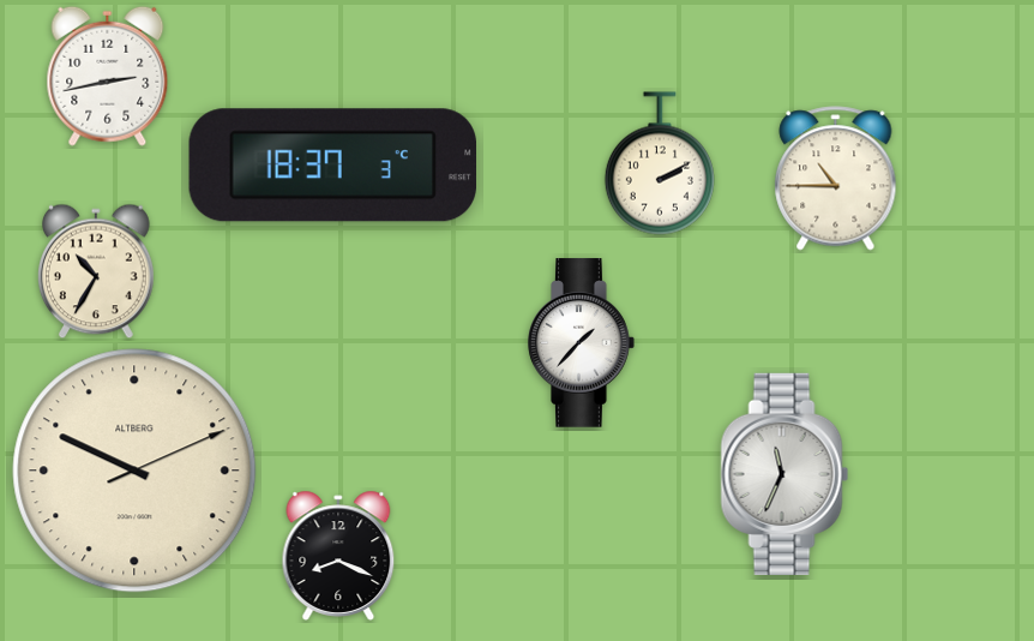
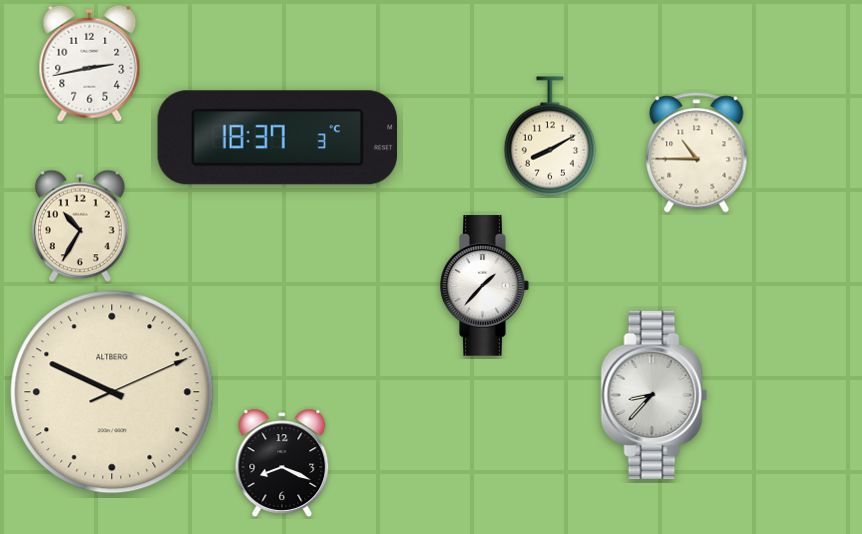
clock at (660, 163): 2:10 -> 8:10
clock at (836, 179) position: (836, 179) -> (697, 153)
clock at (784, 474): 11:34 -> 8:37
